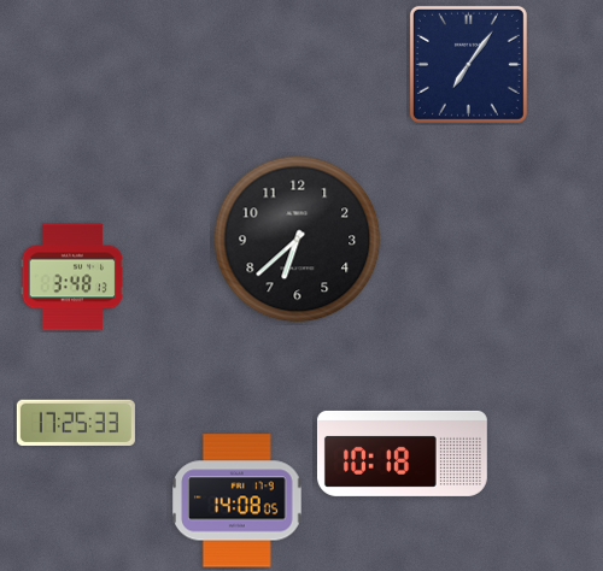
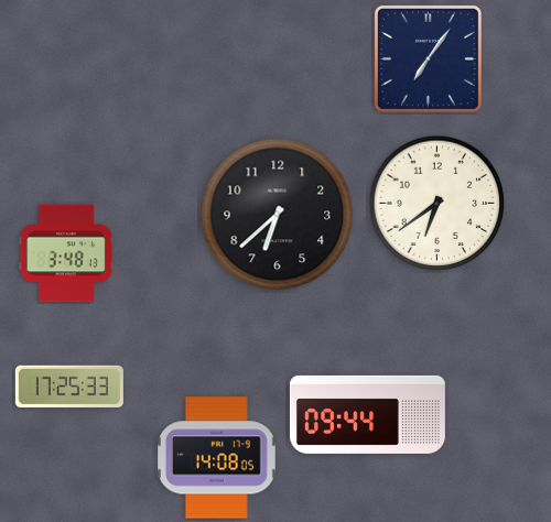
clock at (437, 204): none -> 6:39
clock at (298, 240) position: (298, 240) -> (278, 215)
clock at (402, 453): 10:18 -> 09:44
